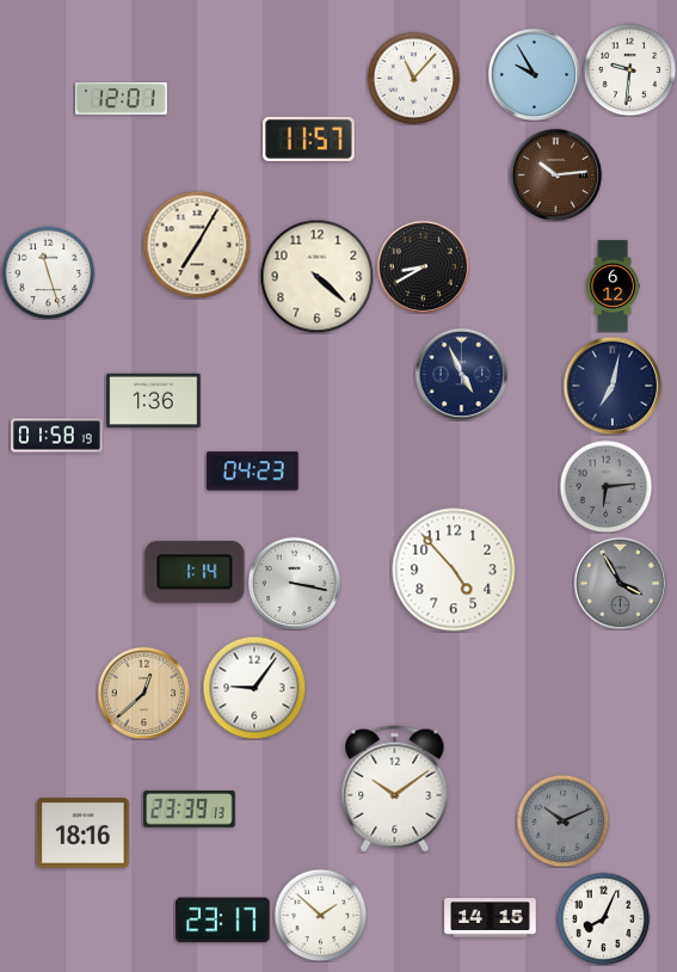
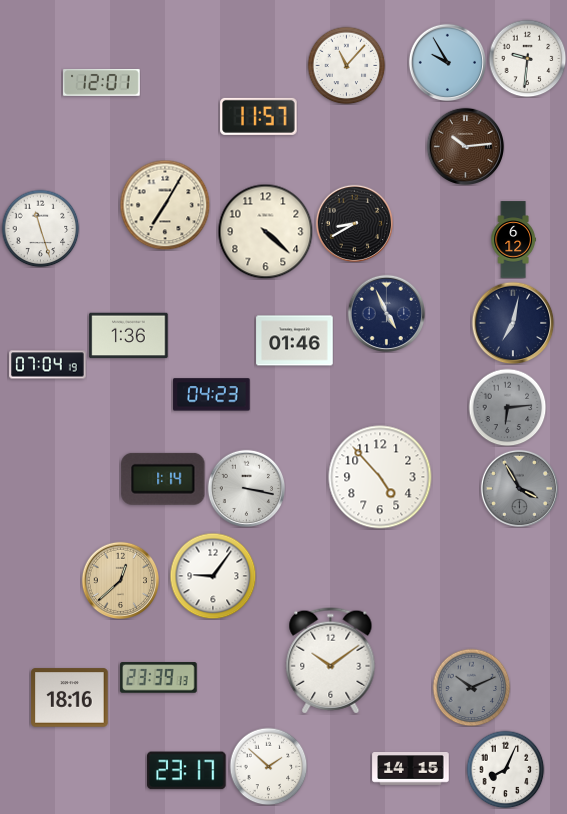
clock at (295, 341): none -> 01:46
clock at (57, 436): 01:58 -> 07:04
